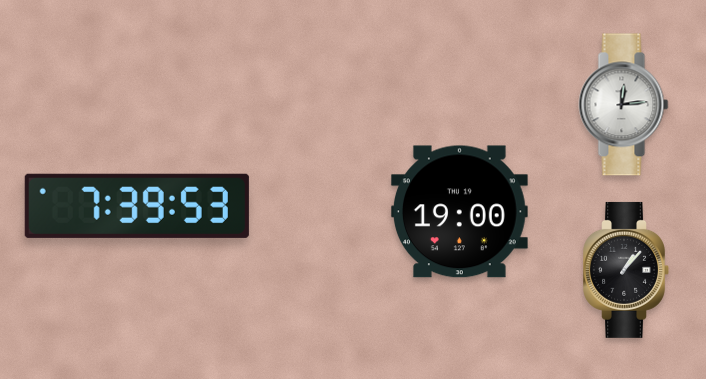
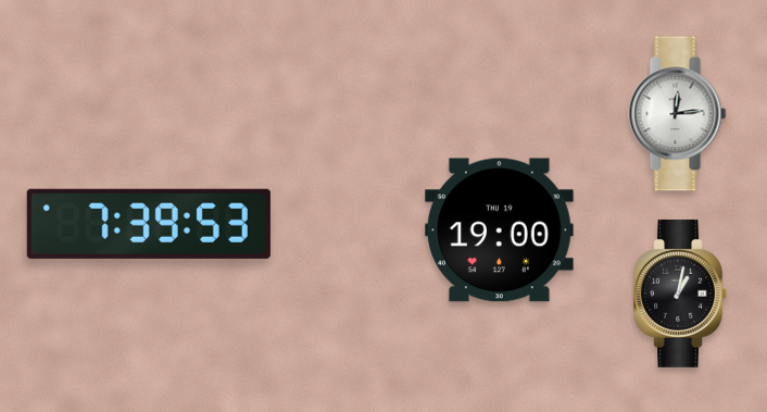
clock at (626, 270): 1:07 -> 1:02
